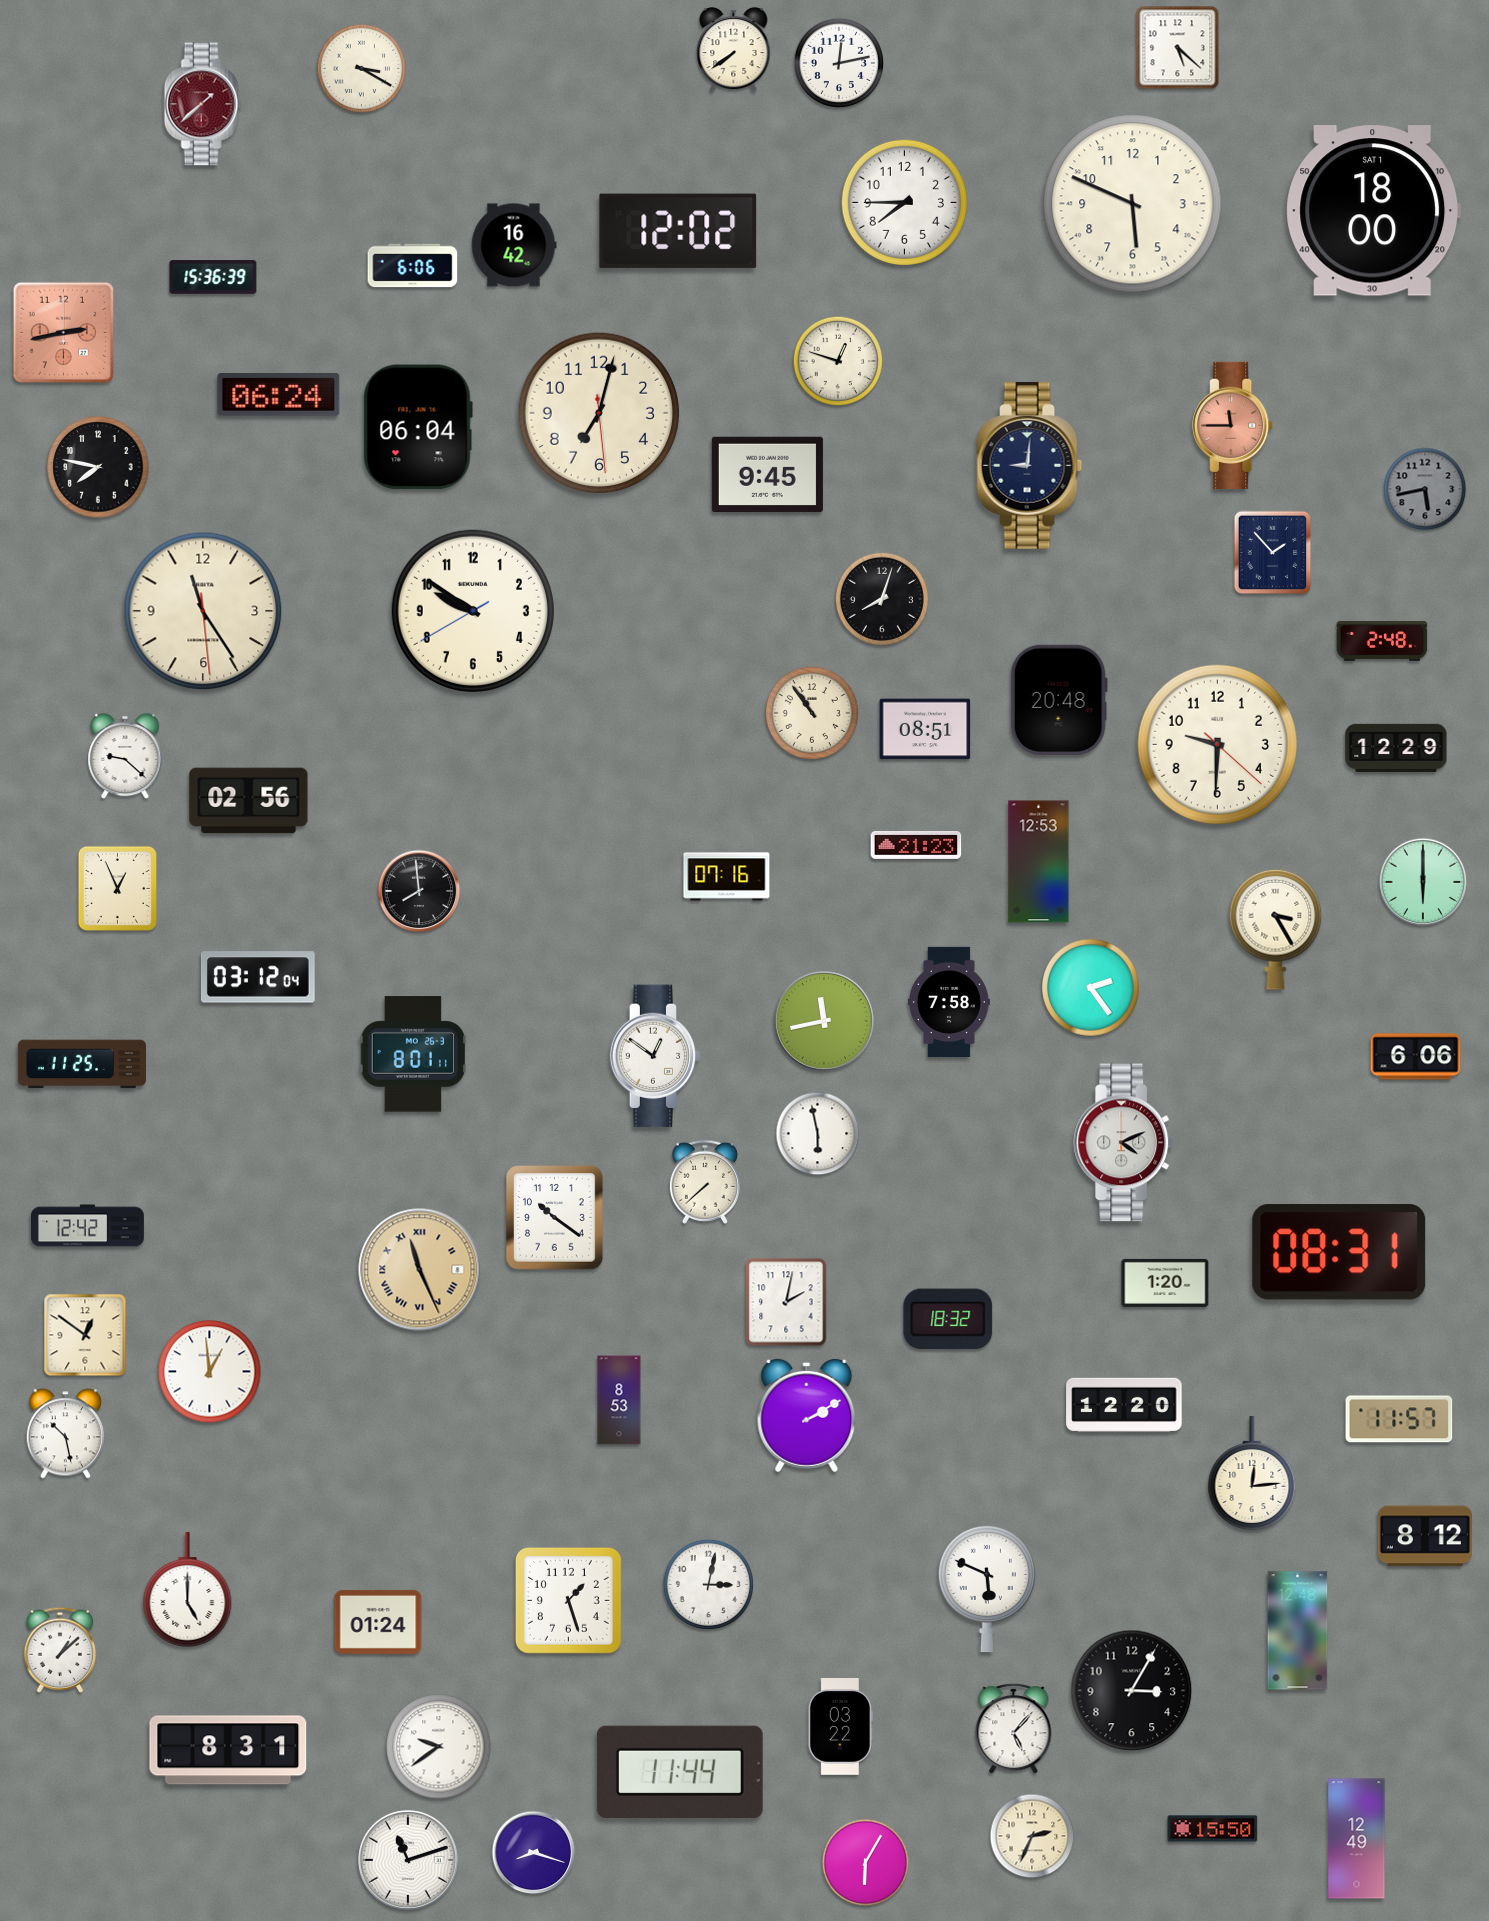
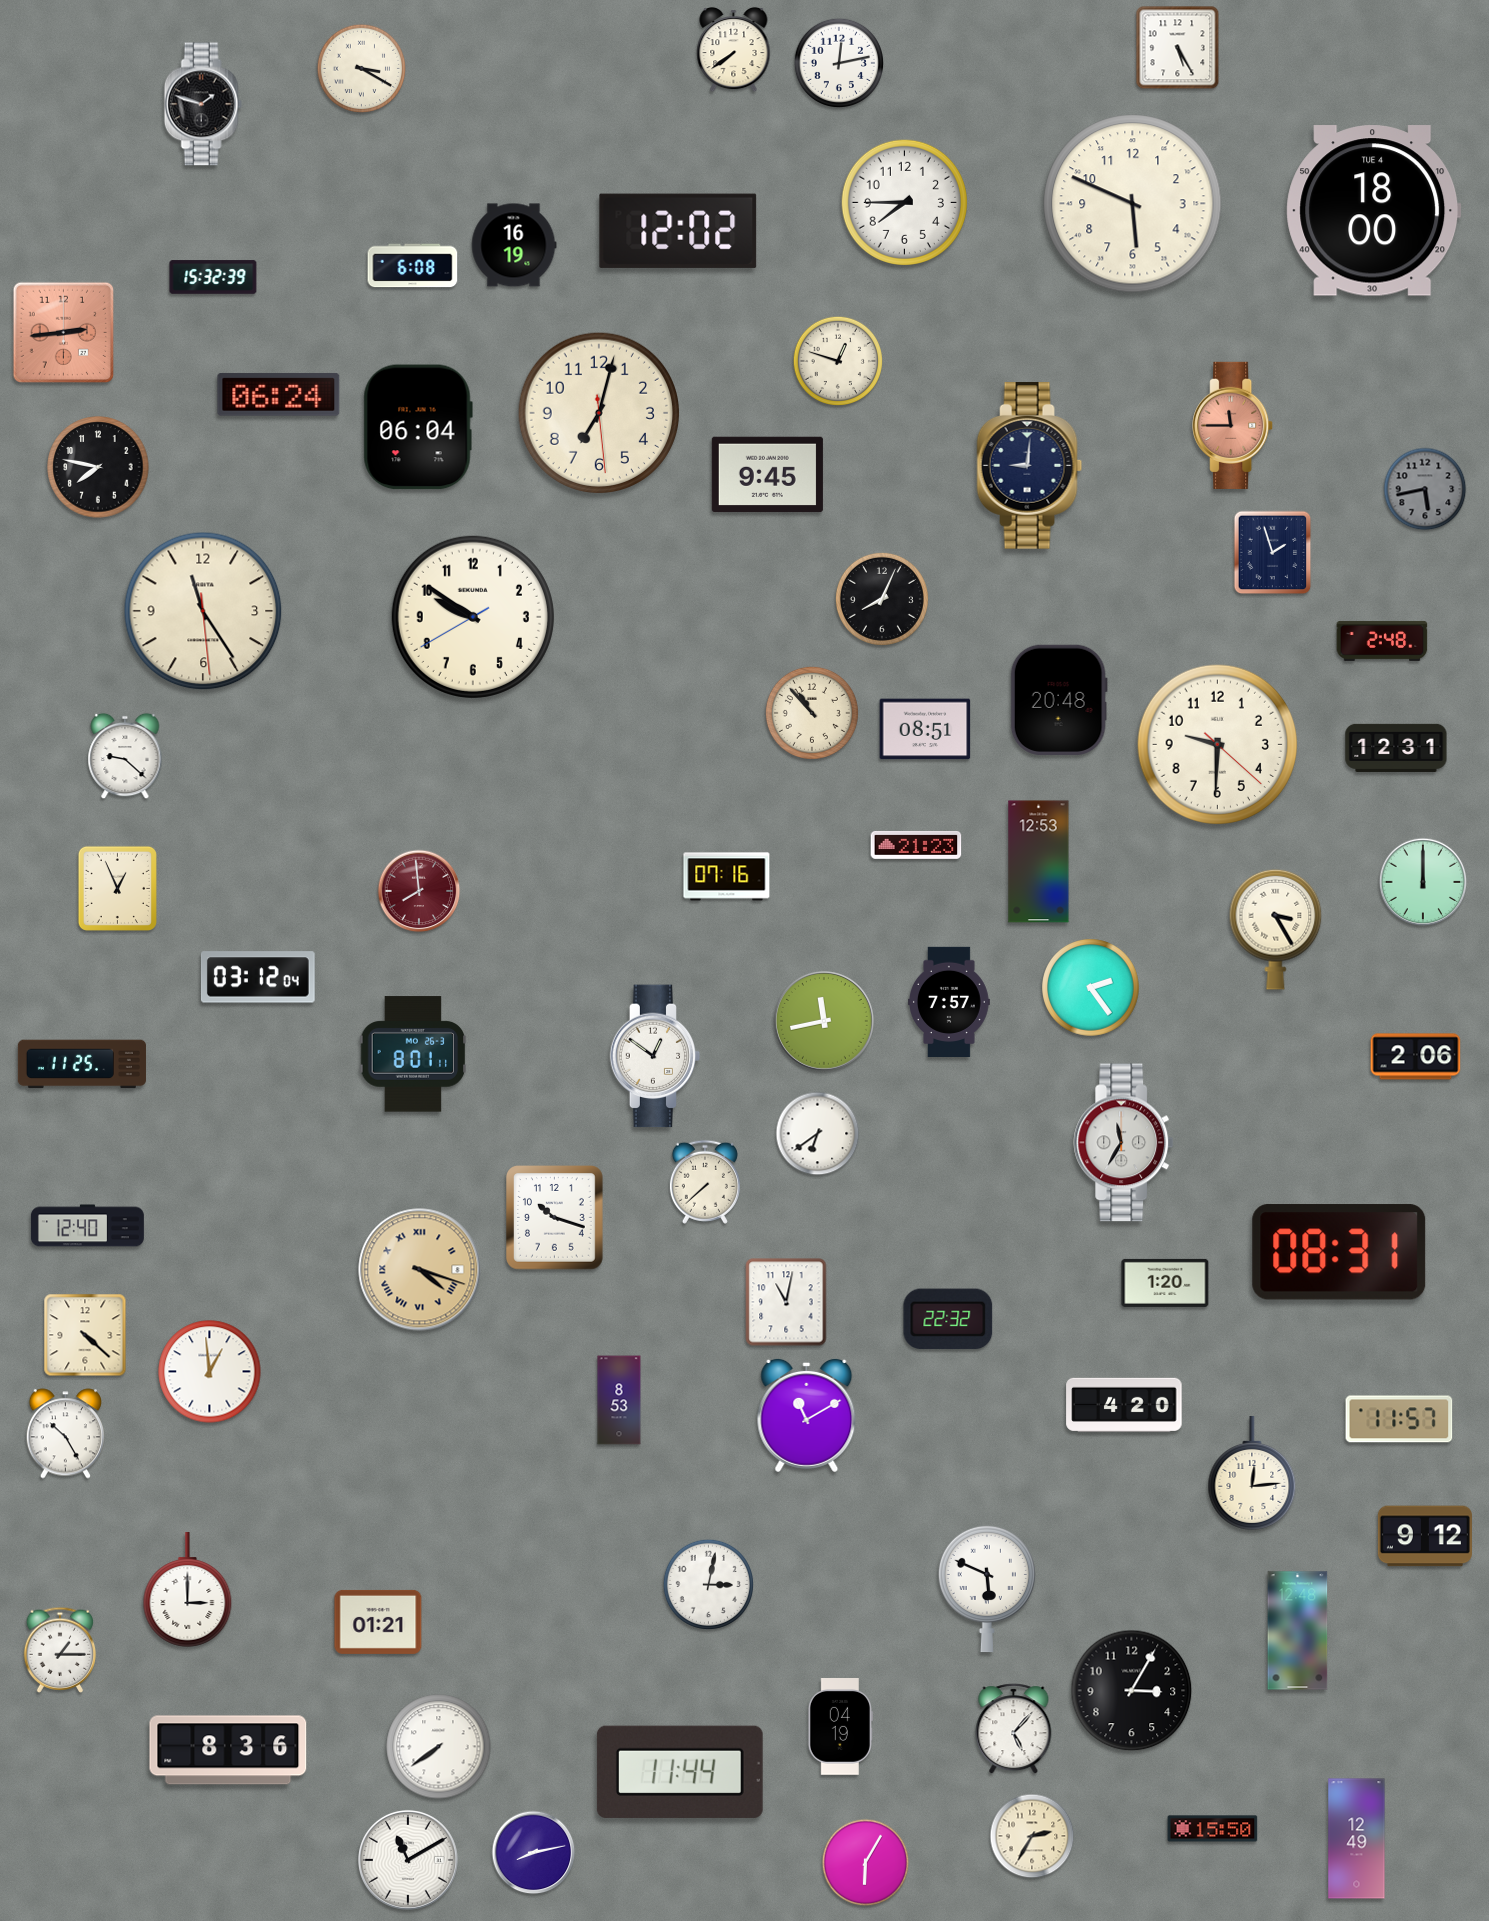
clock at (1178, 48): 5:22 -> 5:25
clock at (203, 104): 1:38 -> 1:48
clock at (203, 104) dial: burgundy -> black
clock at (1374, 211) date: SAT 1 -> TUE 4
clock at (514, 245): 16:42 -> 16:19
clock at (413, 266): 6:06 -> 6:08
clock at (213, 277): 15:36 -> 15:32
clock at (63, 332): 2:43 -> 2:44
clock at (1273, 553): 1:53 -> 1:57
clock at (882, 599): 8:03 -> 8:04
clock at (473, 611) position: (473, 611) -> (473, 617)
clock at (812, 713): 10:54 -> 10:53
clock at (1396, 748): 12:29 -> 12:31
clock at (249, 801): 02:56 -> none
clock at (1423, 882): 6:00 -> 12:00
clock at (419, 891) dial: black -> burgundy
clock at (950, 1001): 7:58 -> 7:57
clock at (1416, 1057): 6:06 -> 2:06
clock at (818, 1134): 5:58 -> 6:39
clock at (1124, 1143): 4:11 -> 11:35
clock at (555, 1218): 10:21 -> 10:18
clock at (87, 1226): 12:42 -> 12:40
clock at (420, 1270): 11:26 -> 4:18
clock at (786, 1302): 2:02 -> 11:02
clock at (948, 1319): 18:32 -> 22:32
clock at (85, 1335): 12:51 -> 4:22
clock at (1124, 1405): 12:20 -> 4:20
clock at (807, 1415): 2:10 -> 11:10
clock at (65, 1434): 10:28 -> 10:25
clock at (1425, 1536): 8:12 -> 9:12
clock at (188, 1590): 5:00 -> 3:00
clock at (568, 1600): 1:27 -> none
clock at (378, 1622): 01:24 -> 01:21
clock at (60, 1650): 1:08 -> 1:15
clock at (840, 1727): 03:22 -> 04:19
clock at (439, 1747): 9:39 -> 7:39
clock at (228, 1750): 8:31 -> 8:36
clock at (1032, 1836): 2:34 -> 2:35
clock at (534, 1853): 8:18 -> 8:13
clock at (408, 1860): 11:12 -> 11:10
